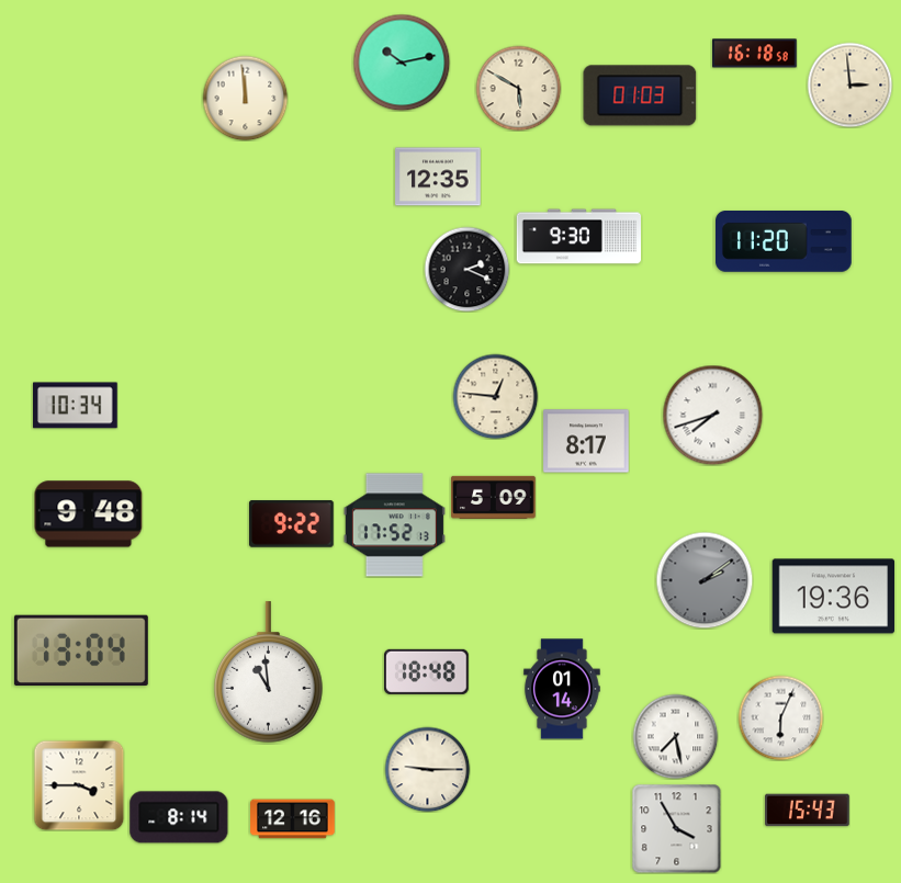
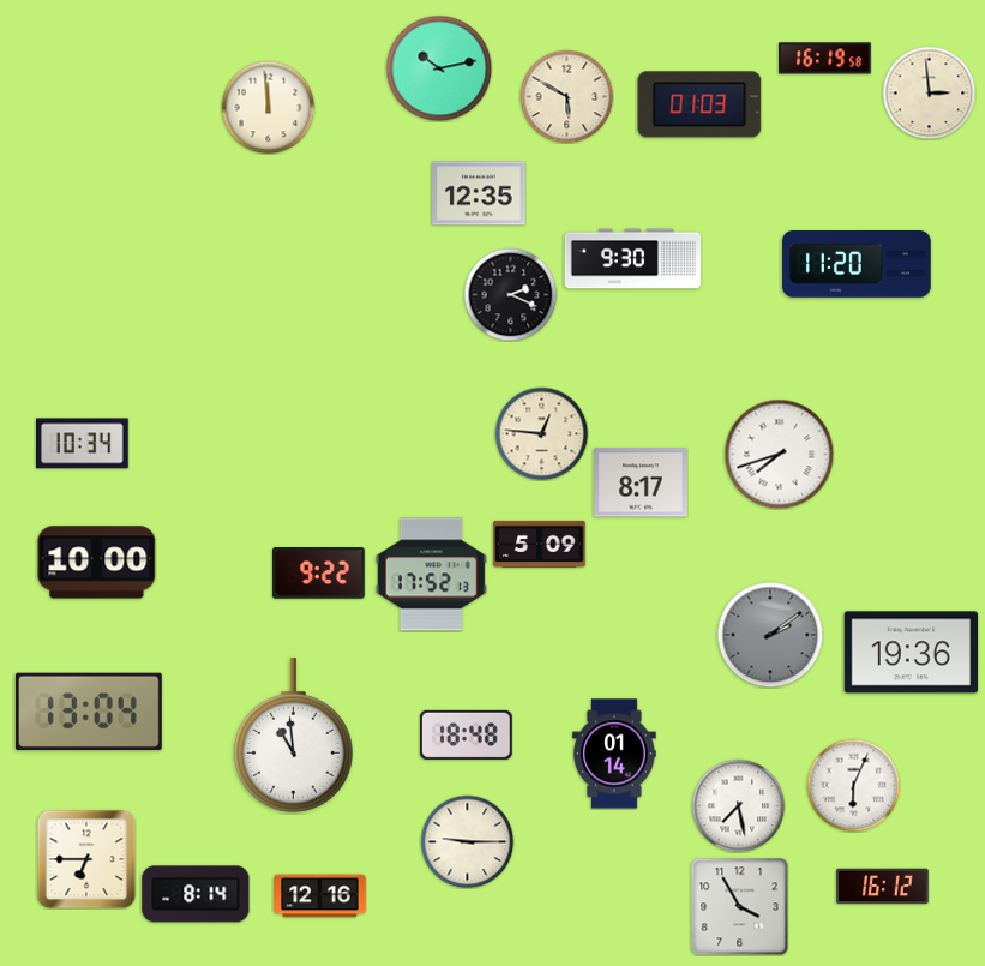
clock at (755, 54): 16:18 -> 16:19
clock at (89, 514): 9:48 -> 10:00
clock at (79, 785): 3:45 -> 6:45
clock at (808, 811): 15:43 -> 16:12
